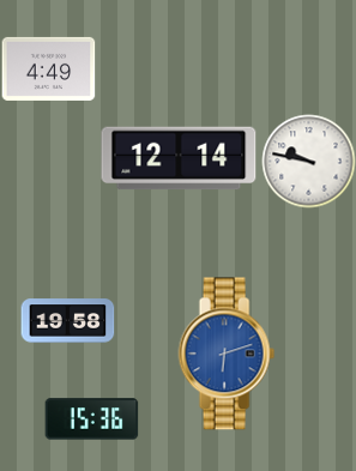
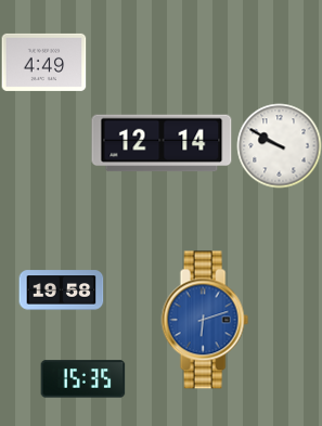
clock at (308, 161): 9:47 -> 9:50
clock at (91, 419): 15:36 -> 15:35
